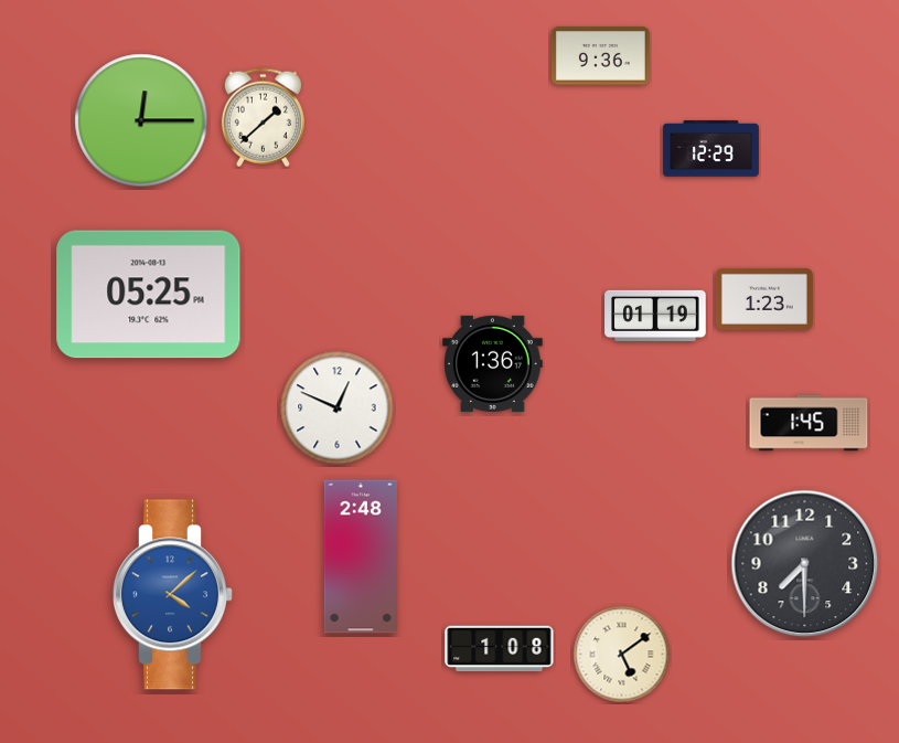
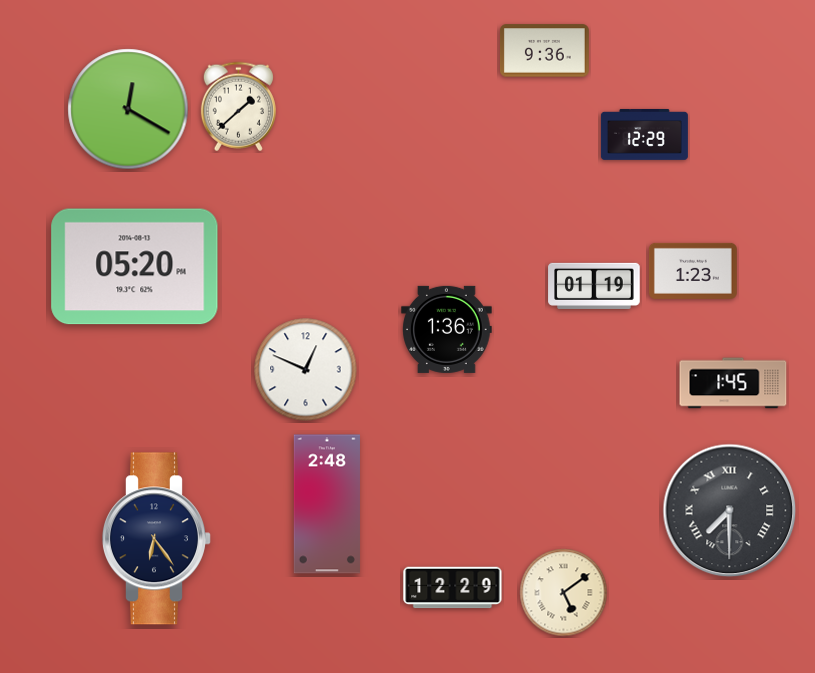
clock at (141, 120): 12:15 -> 12:20
clock at (149, 295): 05:25 -> 05:20
clock at (805, 564) numerals: Arabic -> Roman
clock at (172, 595): 4:08 -> 6:24
clock at (172, 595) dial: blue -> navy
clock at (500, 649): 1:08 -> 12:29
